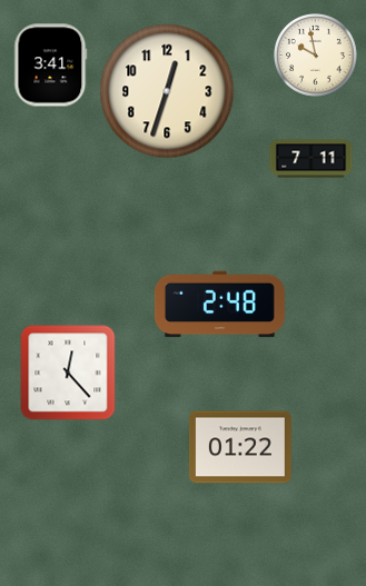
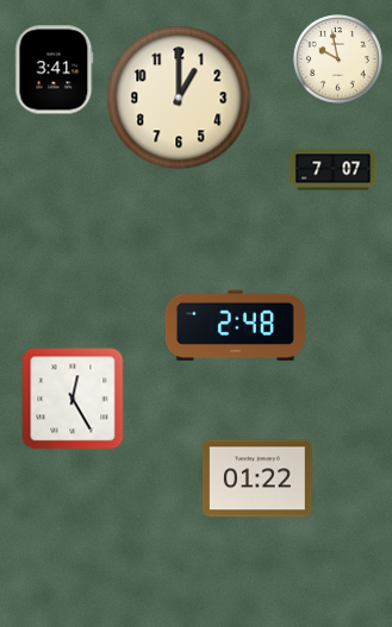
clock at (167, 91): 12:33 -> 1:00
clock at (311, 159): 7:11 -> 7:07
clock at (68, 373): 12:23 -> 12:25
